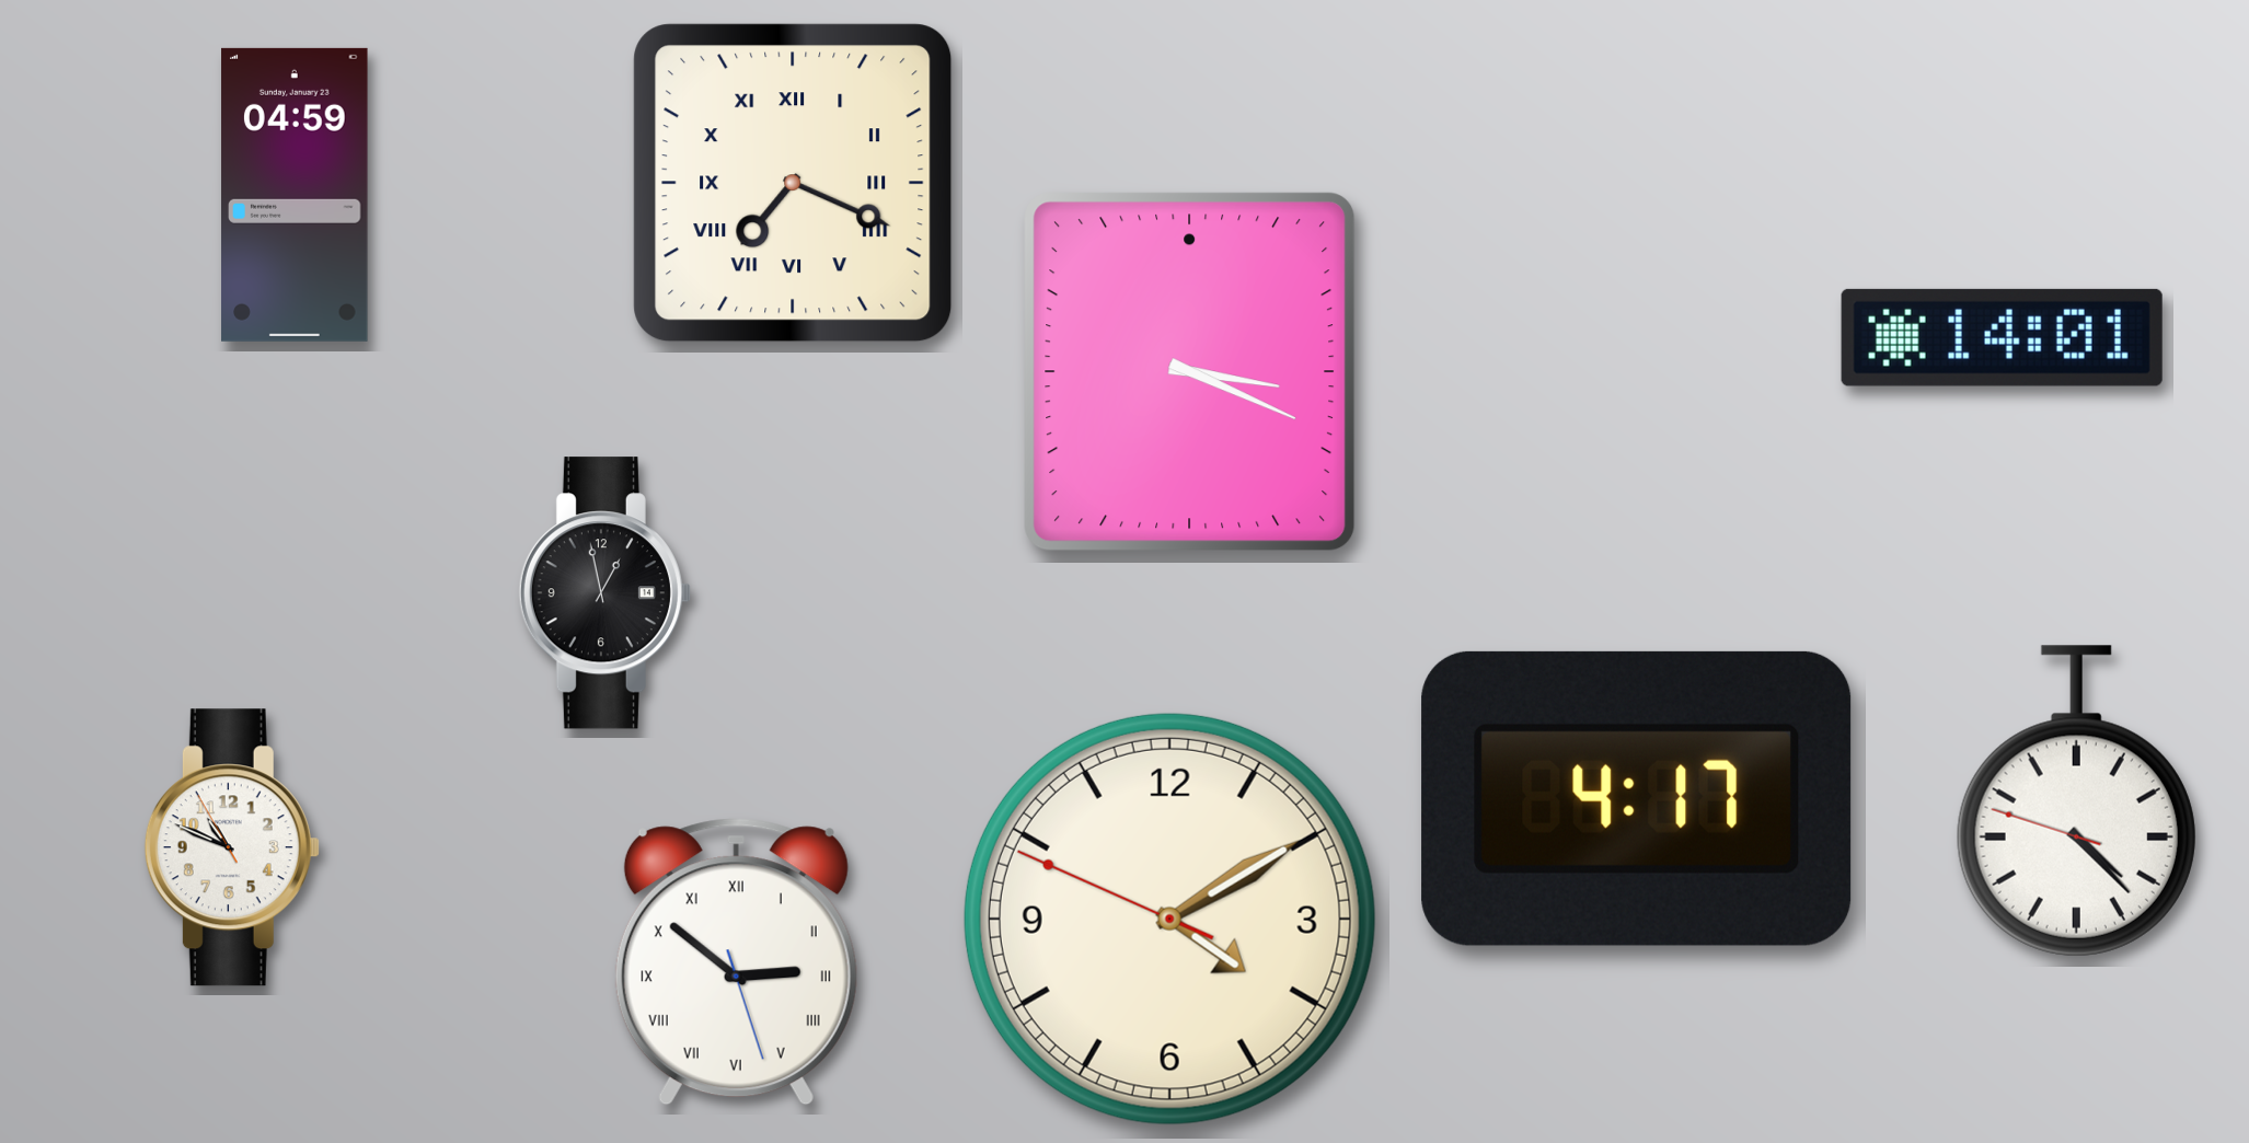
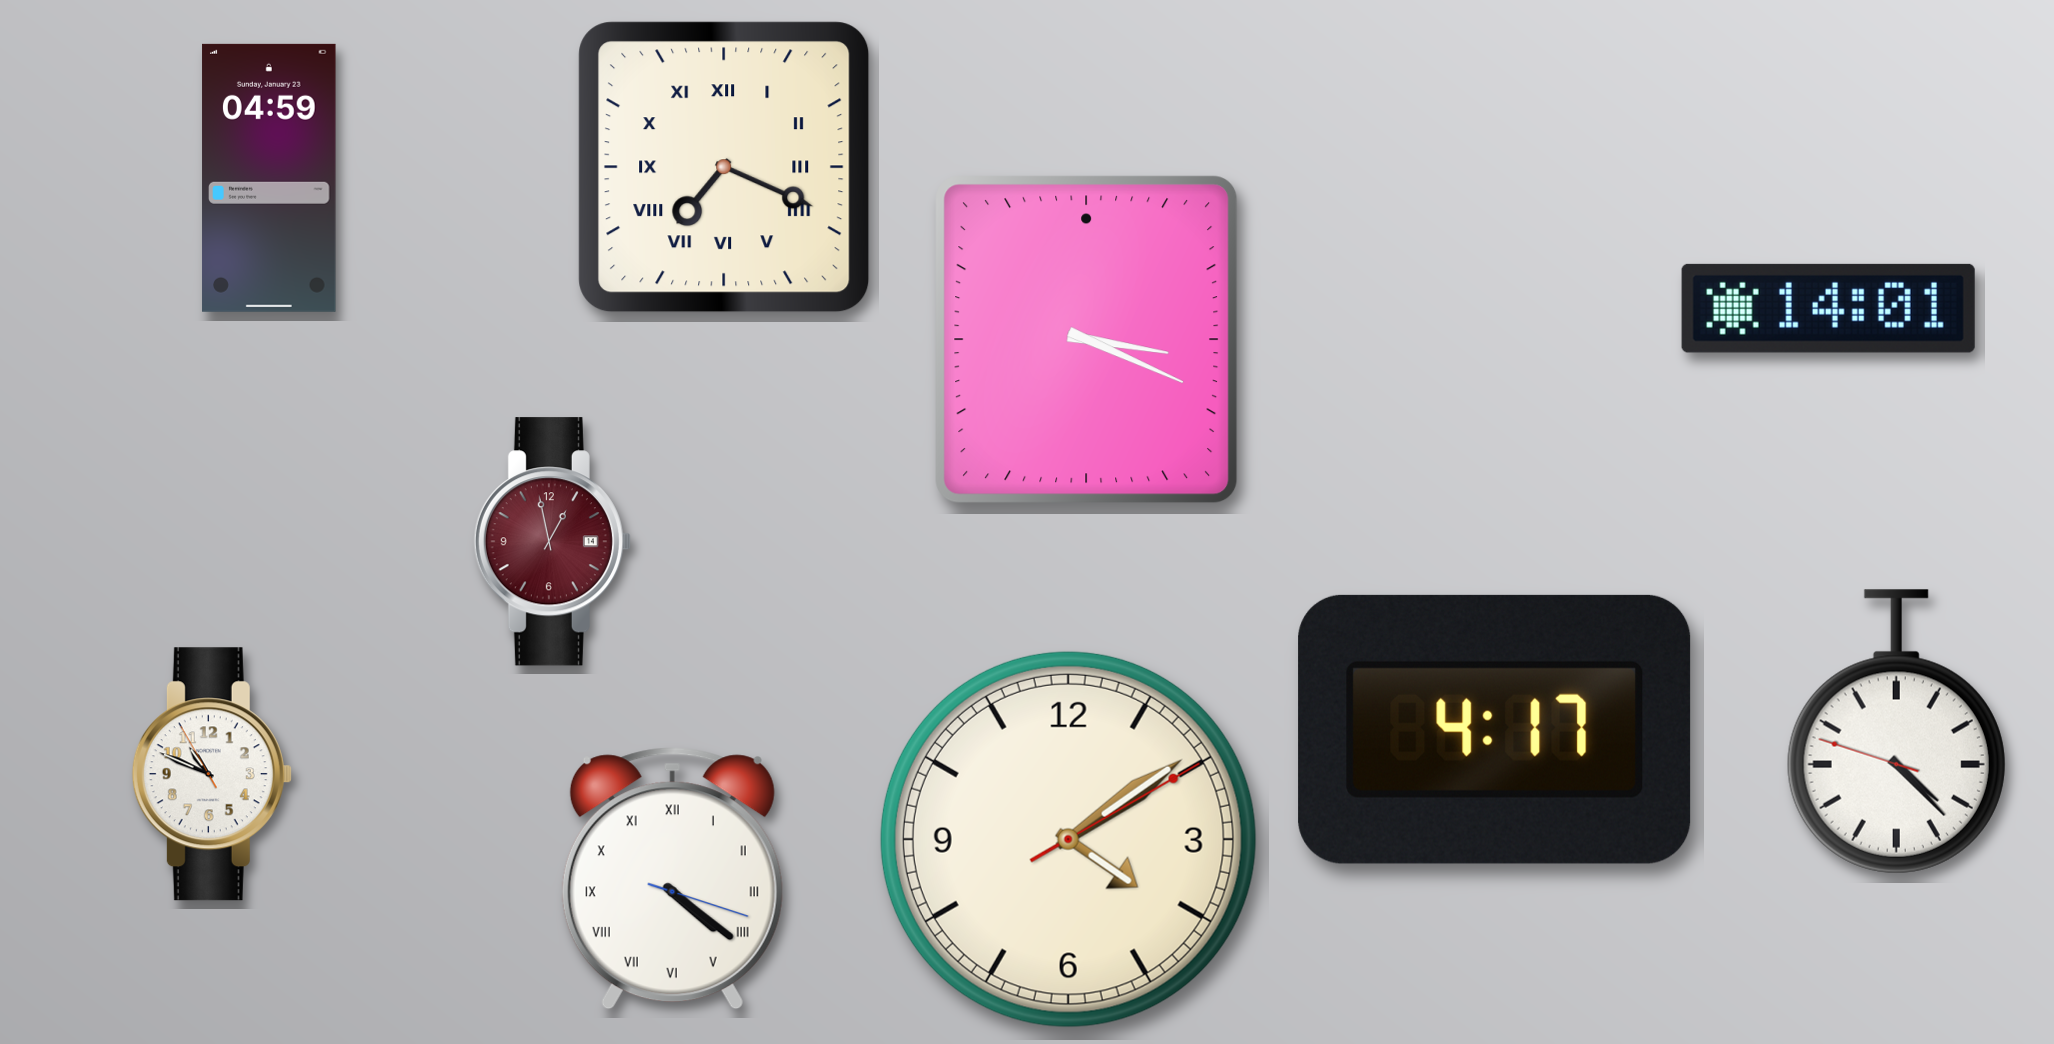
clock at (604, 593) dial: black -> burgundy
clock at (1169, 919): 4:09:49 -> 4:09:10
clock at (736, 962): 2:51 -> 4:21
